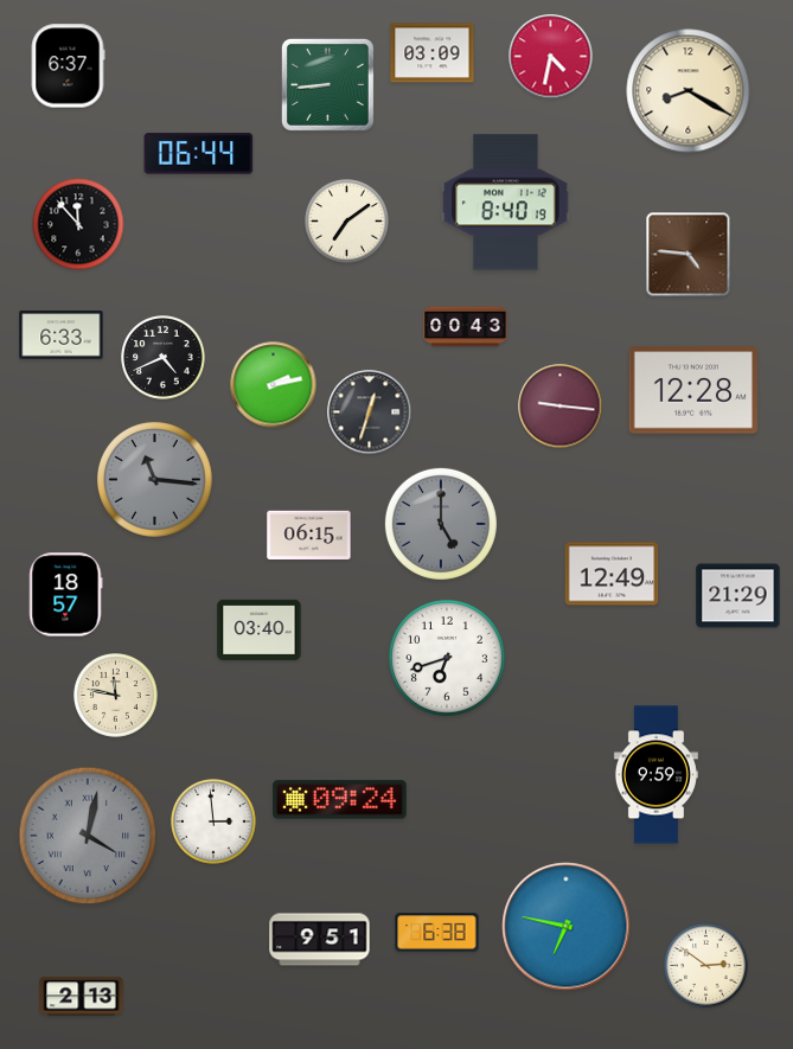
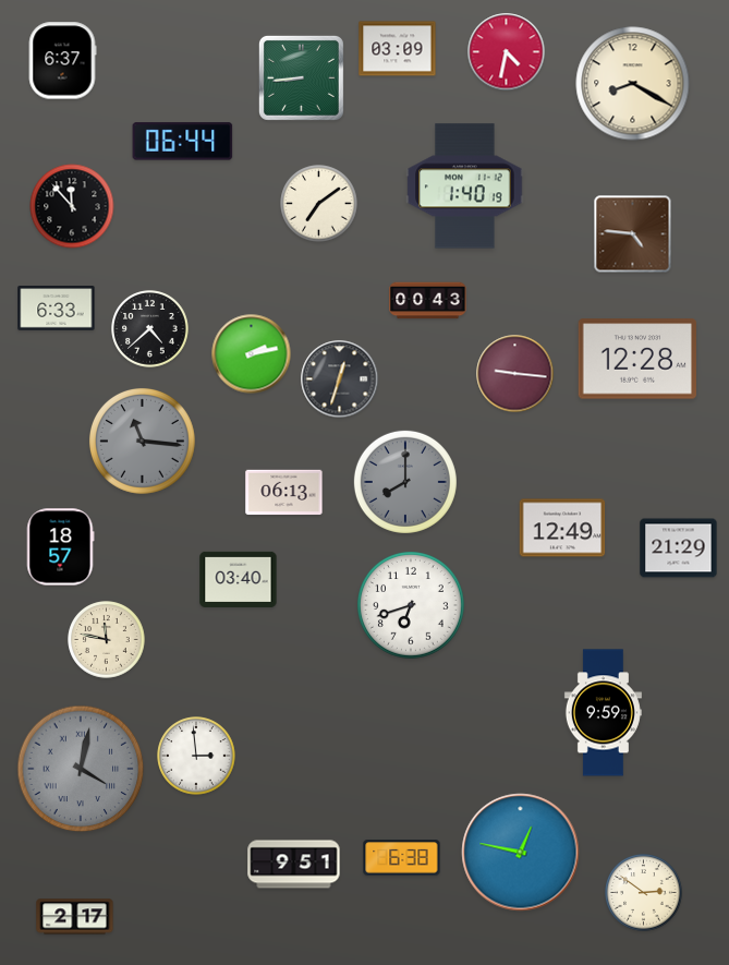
clock at (506, 203): 8:40 -> 1:40
clock at (164, 358): 4:41 -> 4:38
clock at (441, 524): 5:00 -> 8:00
clock at (309, 536): 06:15 -> 06:13
clock at (340, 800): 09:24 -> none
clock at (567, 927): 6:47 -> 12:47
clock at (706, 966) position: (706, 966) -> (644, 893)
clock at (82, 997): 2:13 -> 2:17
